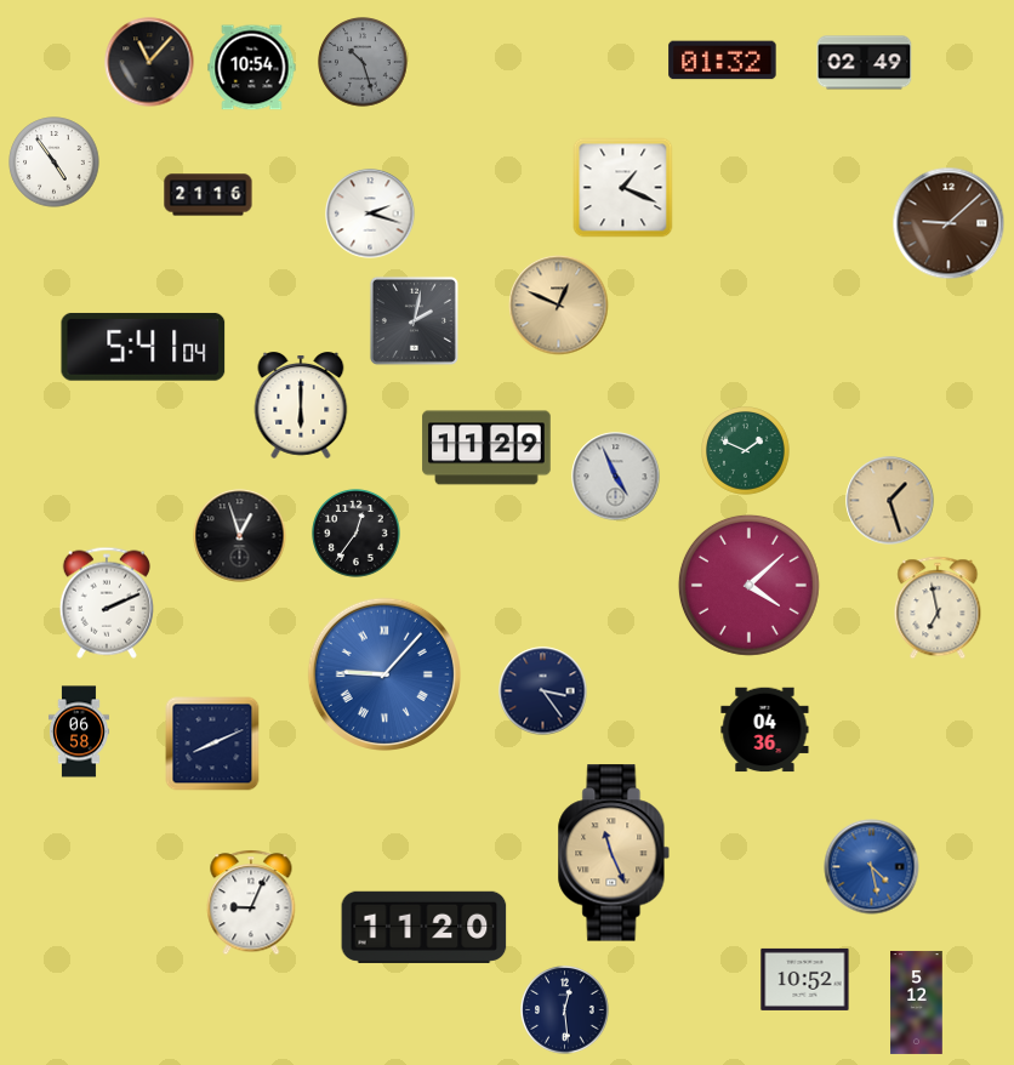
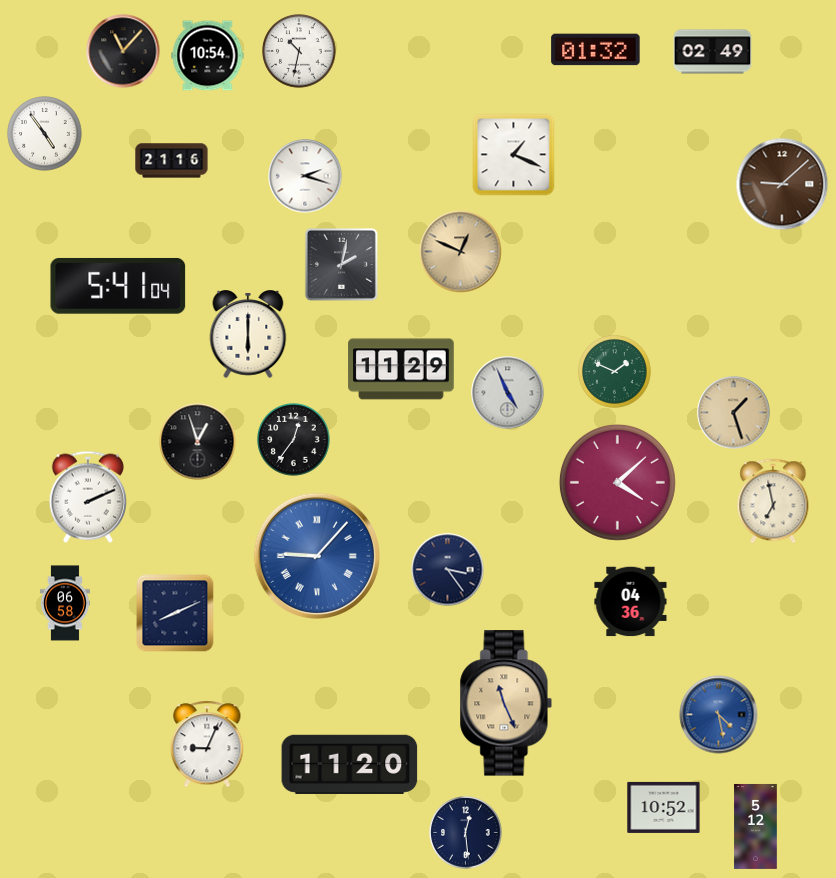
clock at (363, 62): 10:27 -> 10:32
clock at (363, 62) dial: grey -> white
